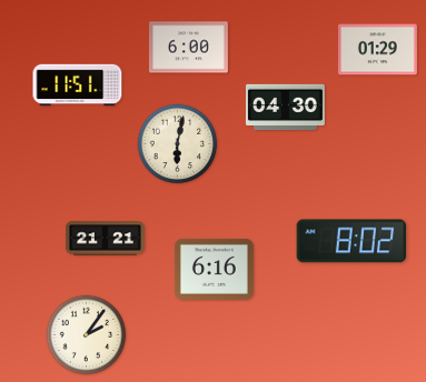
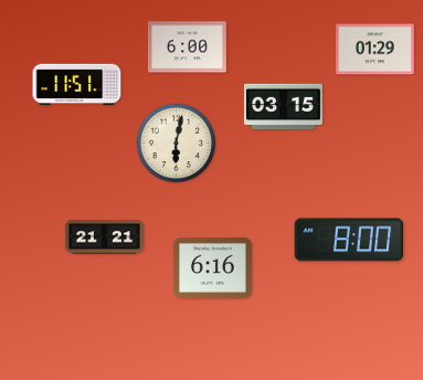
clock at (285, 108): 04:30 -> 03:15
clock at (351, 241): 8:02 -> 8:00
clock at (87, 335): 2:06 -> none
